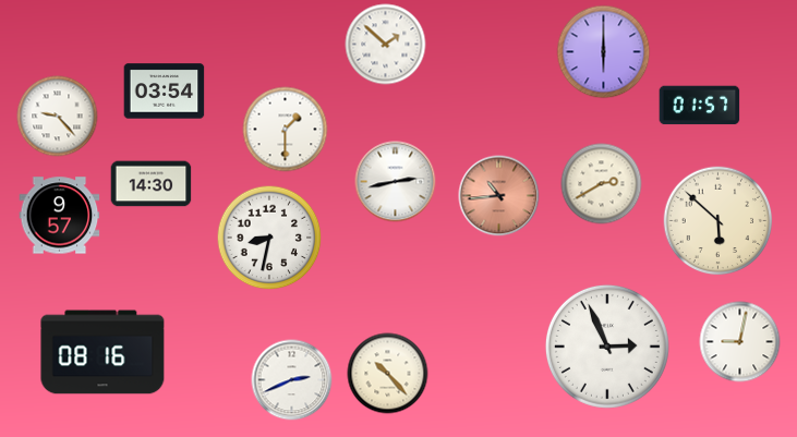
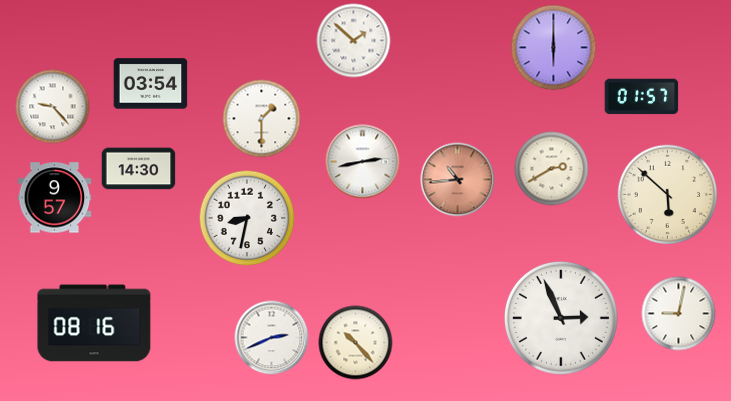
clock at (396, 182) position: (396, 182) -> (363, 162)
clock at (718, 221) position: (718, 221) -> (668, 195)
clock at (607, 347) position: (607, 347) -> (561, 318)
clock at (292, 380) position: (292, 380) -> (272, 338)
